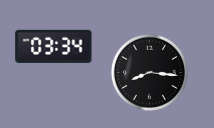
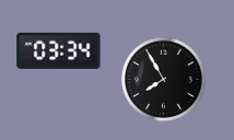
clock at (149, 72): 8:16 -> 7:55
